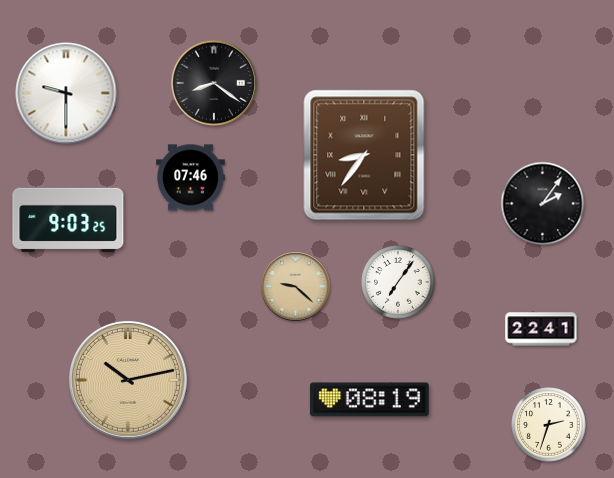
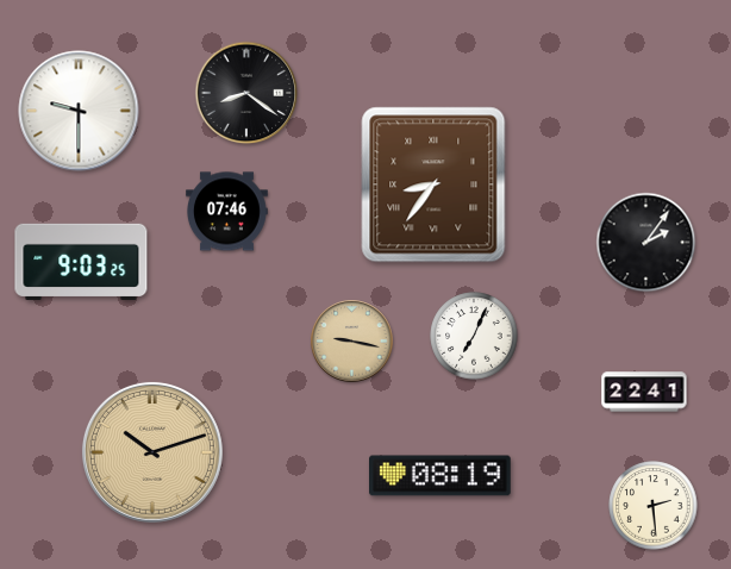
clock at (214, 83) position: (214, 83) -> (246, 93)
clock at (398, 282): 7:06 -> 7:04
clock at (296, 287): 9:22 -> 9:17
clock at (128, 380): 10:13 -> 10:12
clock at (549, 425): 2:33 -> 2:29
